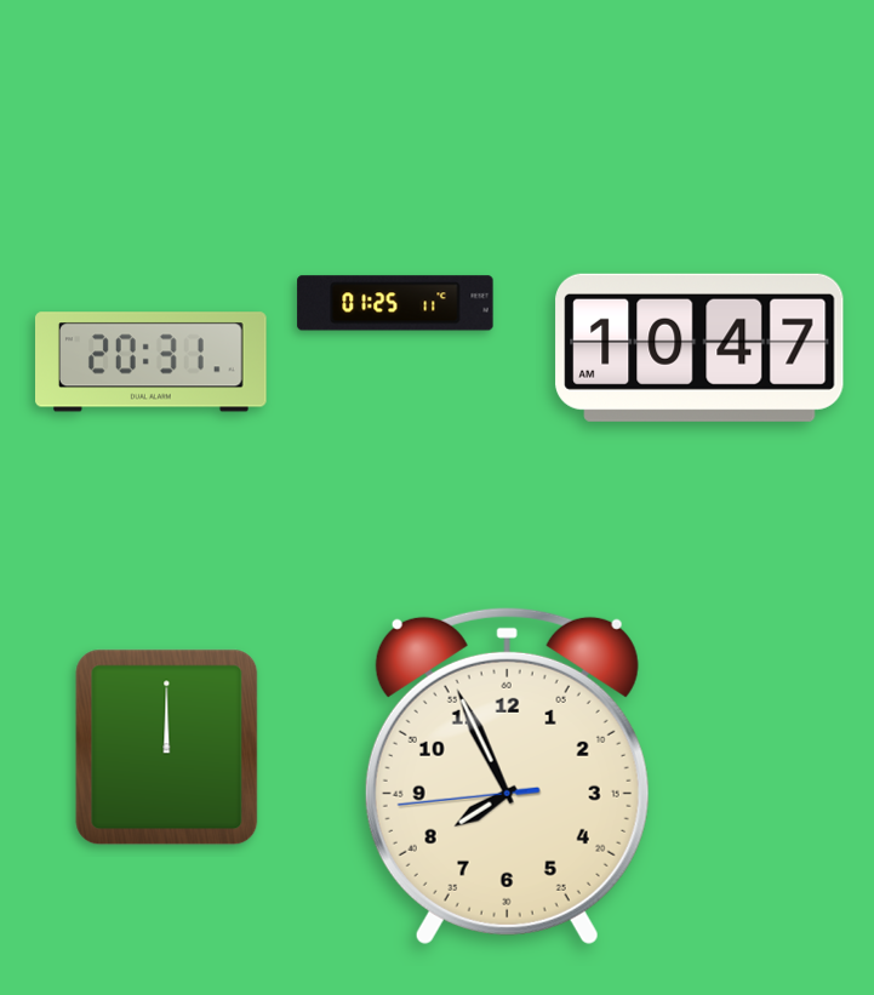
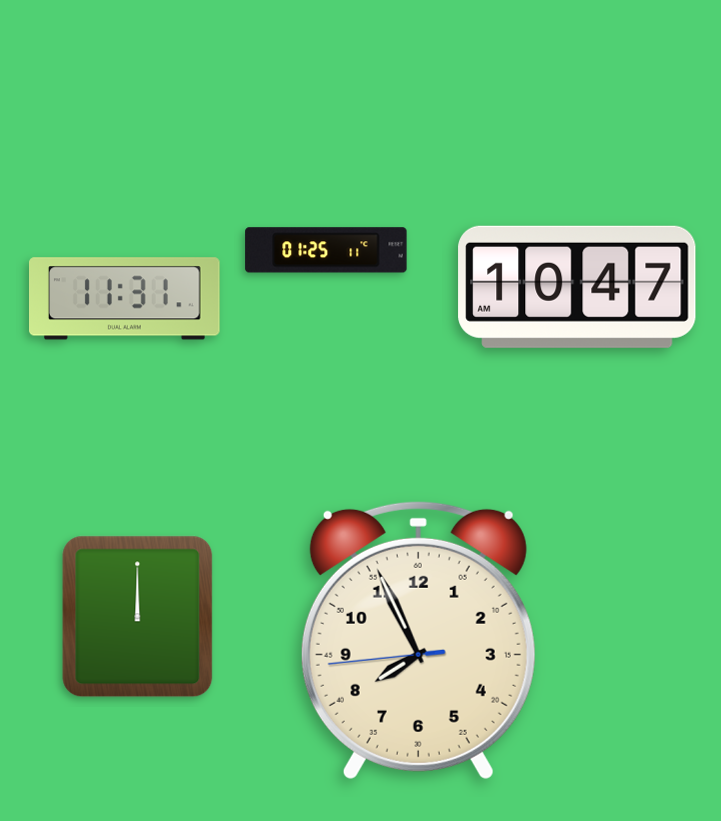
clock at (152, 362): 20:31 -> 11:31
